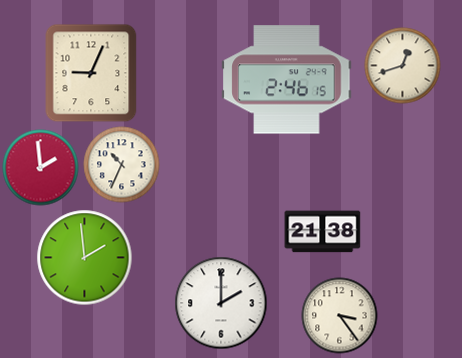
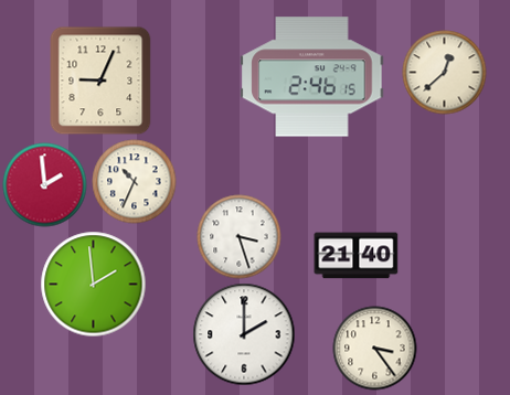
clock at (403, 66): 12:42 -> 12:38
clock at (287, 80) position: (287, 80) -> (312, 77)
clock at (240, 237): none -> 3:27
clock at (323, 232): 21:38 -> 21:40
